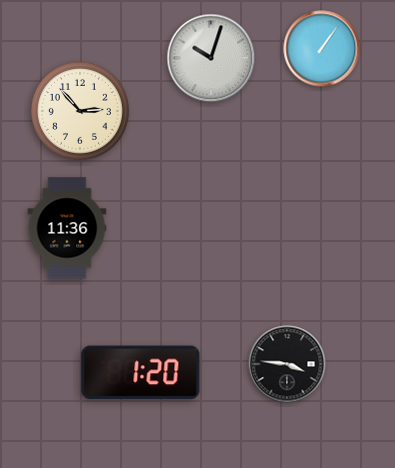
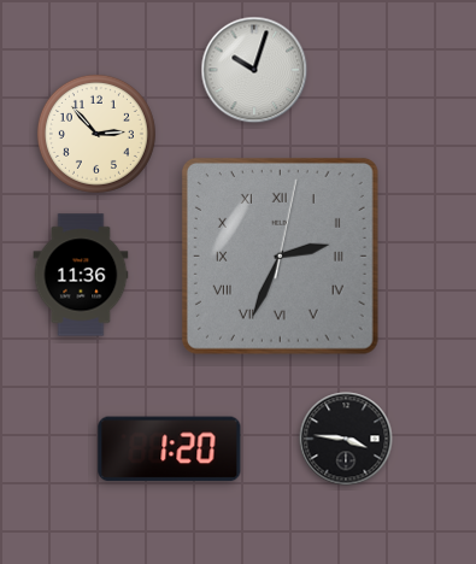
clock at (322, 49): 1:06 -> none
clock at (280, 255): none -> 2:34
